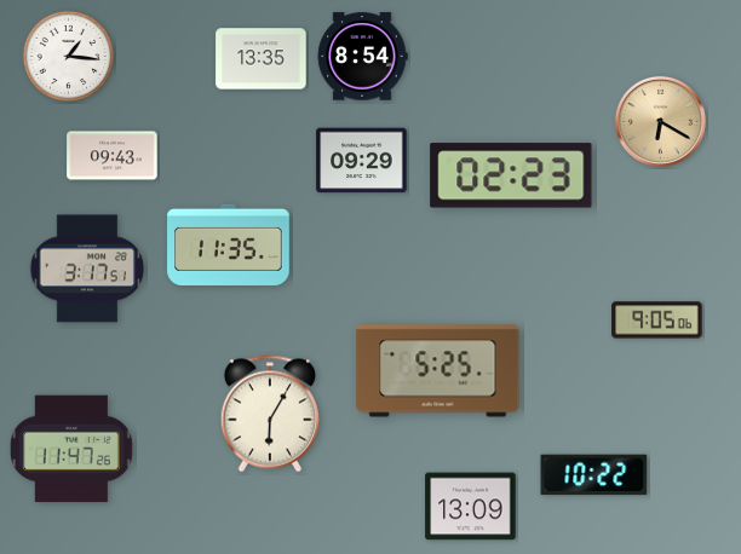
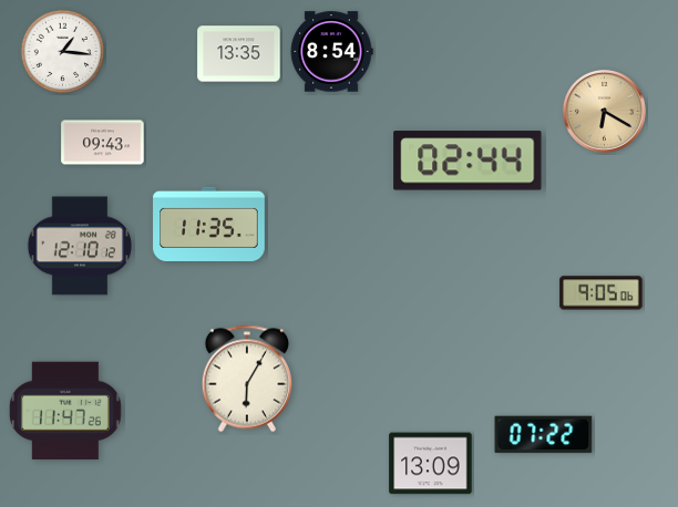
clock at (362, 161): 09:29 -> none
clock at (511, 175): 02:23 -> 02:44
clock at (86, 269): 3:17 -> 12:10
clock at (438, 371): 5:25 -> none
clock at (594, 475): 10:22 -> 07:22
